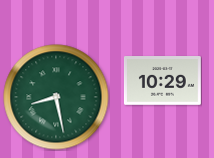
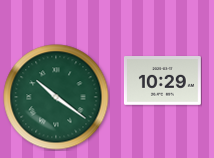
clock at (56, 97): 8:28 -> 10:21
